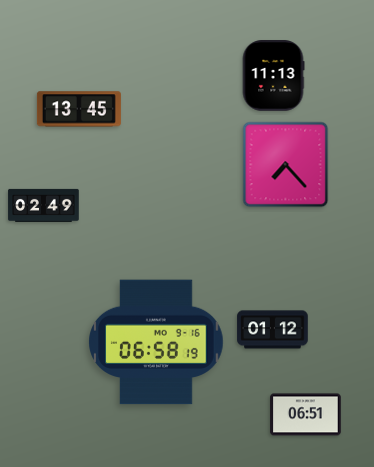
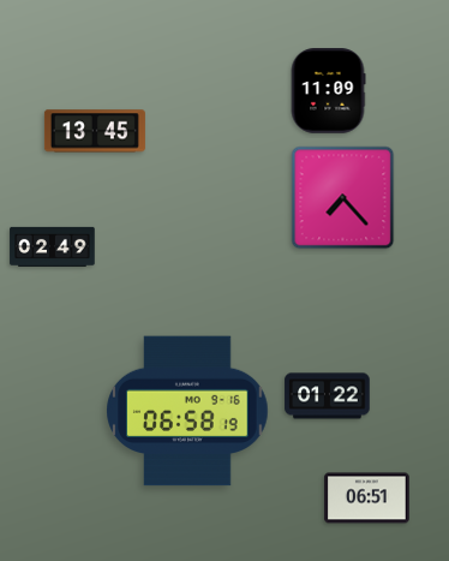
clock at (273, 76): 11:13 -> 11:09
clock at (273, 330): 01:12 -> 01:22
